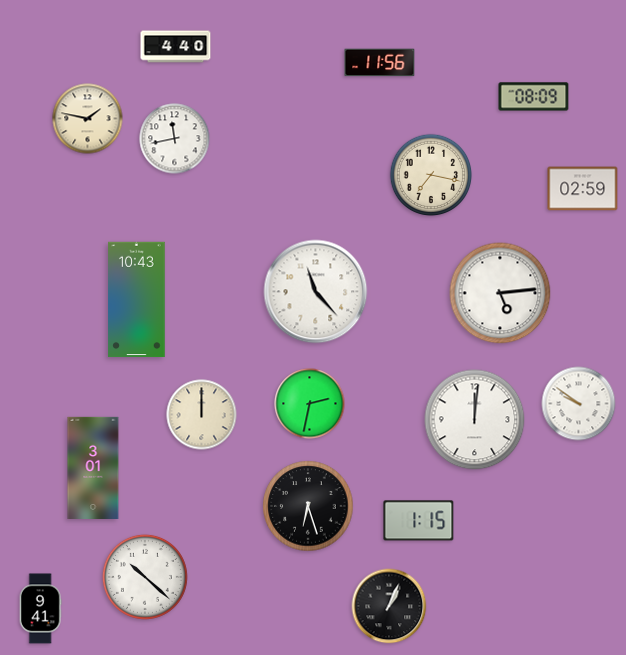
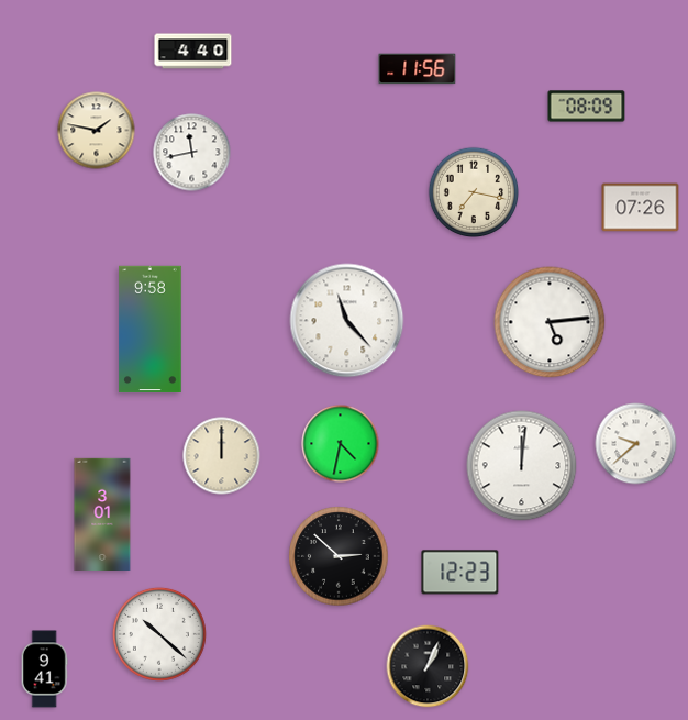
clock at (583, 189): 02:59 -> 07:26
clock at (137, 300): 10:43 -> 9:58
clock at (310, 404): 2:32 -> 4:32
clock at (579, 404): 9:51 -> 9:38
clock at (475, 420) position: (475, 420) -> (522, 466)
clock at (308, 506): 6:27 -> 2:52
clock at (419, 521): 1:15 -> 12:23
